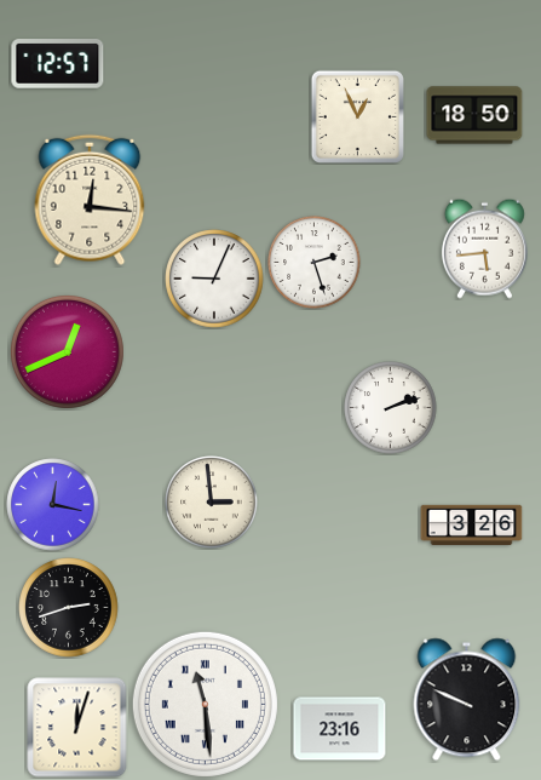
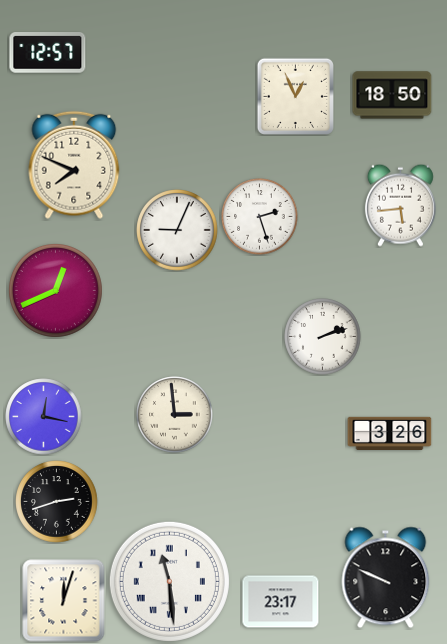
clock at (90, 200): 12:16 -> 7:49
clock at (340, 729): 23:16 -> 23:17
